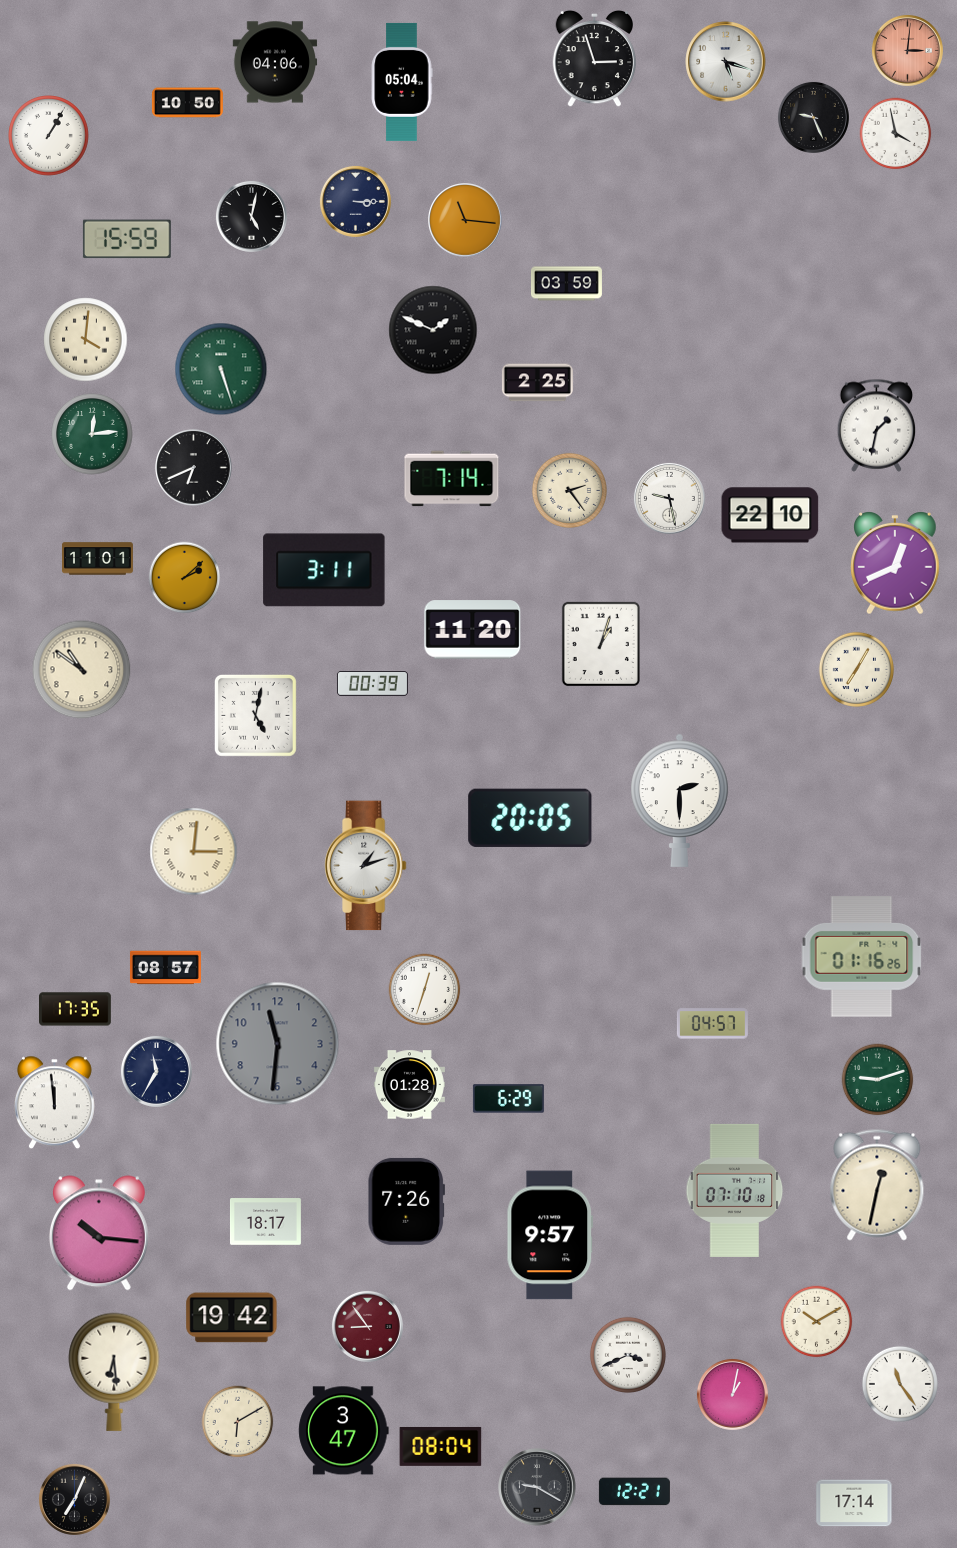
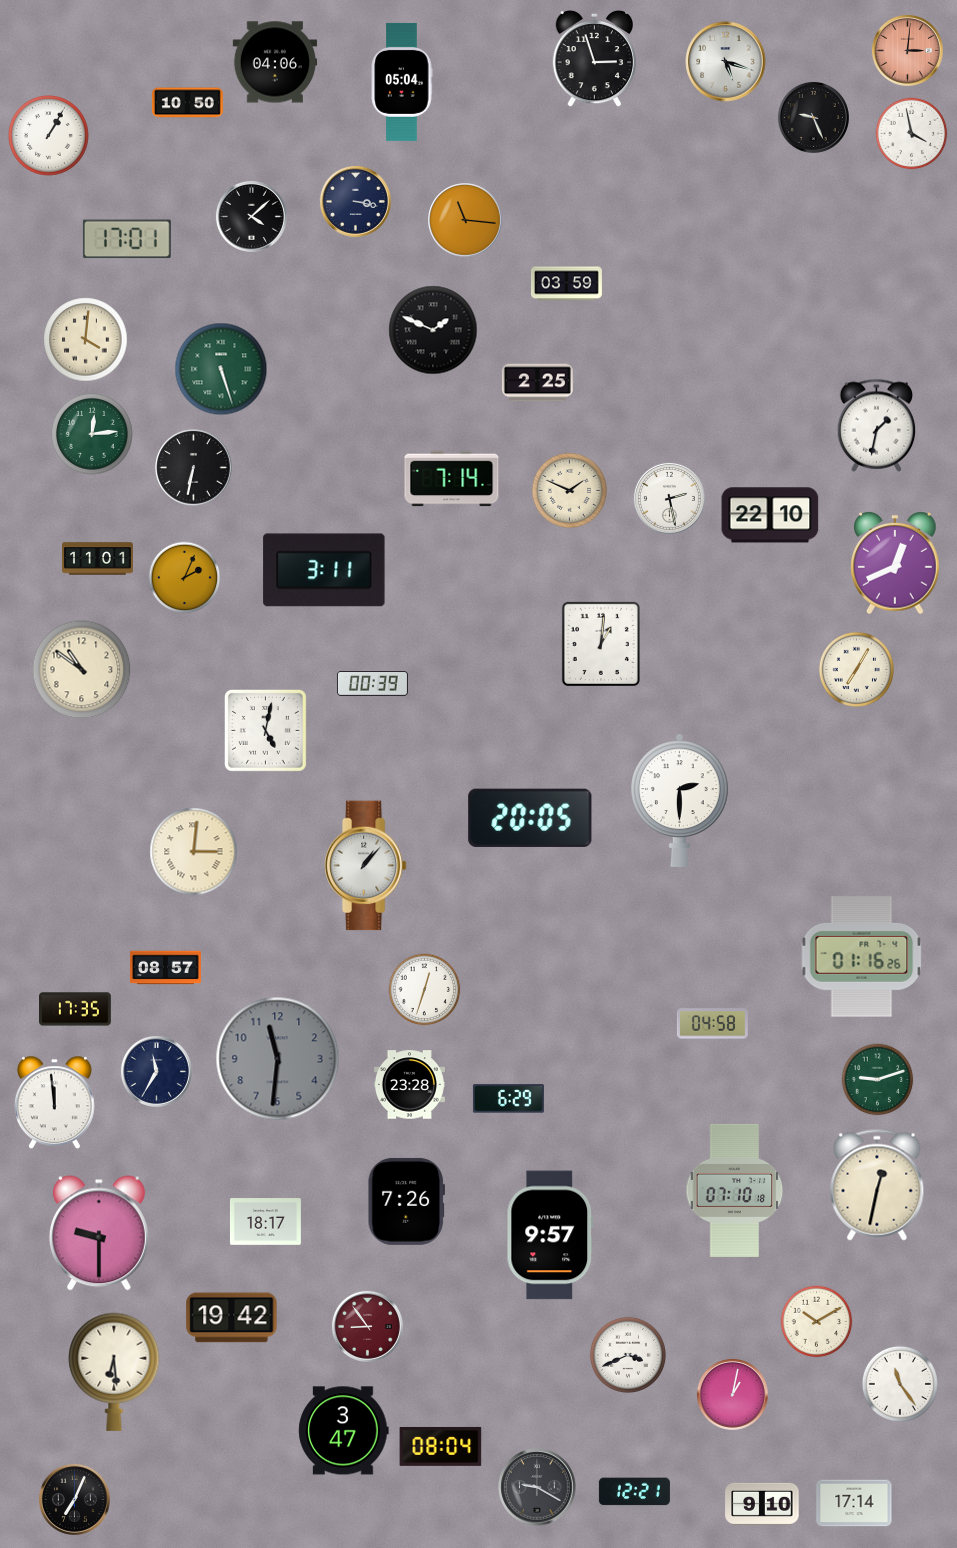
clock at (896, 134) position: (896, 134) -> (912, 134)
clock at (355, 201): 3:15 -> 3:17
clock at (251, 216): 5:02 -> 4:08
clock at (127, 239): 15:59 -> 17:01
clock at (194, 468): 6:41 -> 6:32
clock at (569, 490): 2:24 -> 1:49
clock at (669, 498): 9:28 -> 2:28
clock at (185, 578): 2:08 -> 2:04
clock at (473, 630): 11:20 -> none
clock at (601, 644): 1:03 -> 1:01
clock at (256, 716) position: (256, 716) -> (266, 731)
clock at (365, 866): 1:12 -> 1:07
clock at (712, 1024): 04:57 -> 04:58
clock at (278, 1044) position: (278, 1044) -> (278, 1059)
clock at (409, 1085): 01:28 -> 23:28
clock at (99, 1233): 10:16 -> 9:30
clock at (238, 1422): 6:10 -> none
clock at (762, 1504): none -> 9:10
